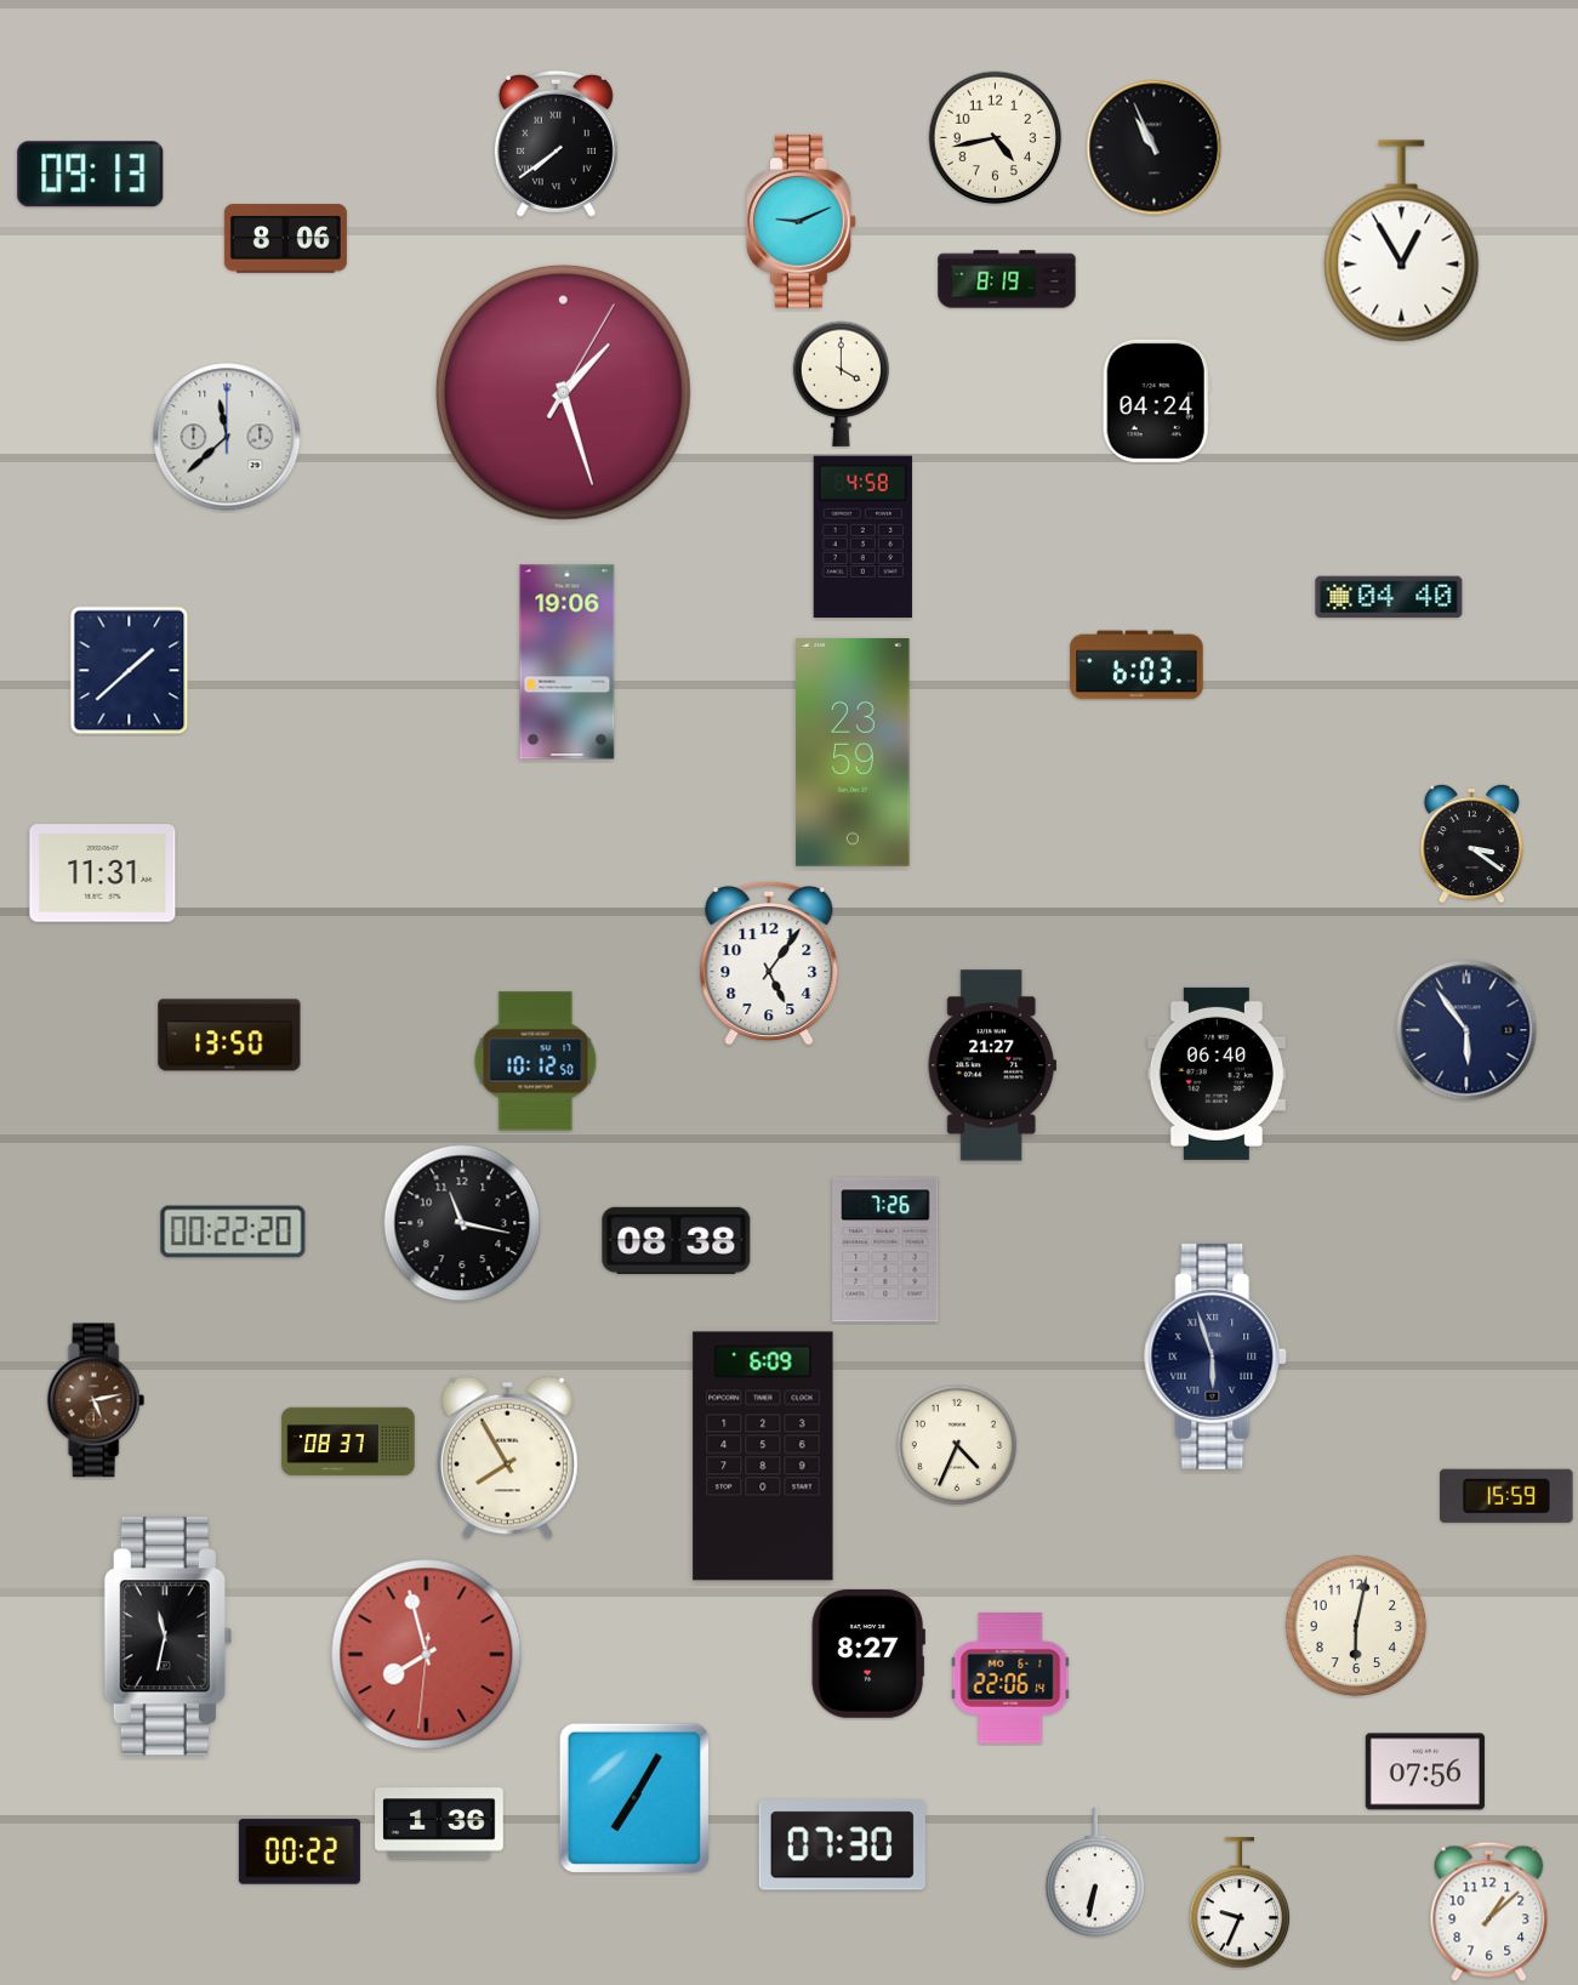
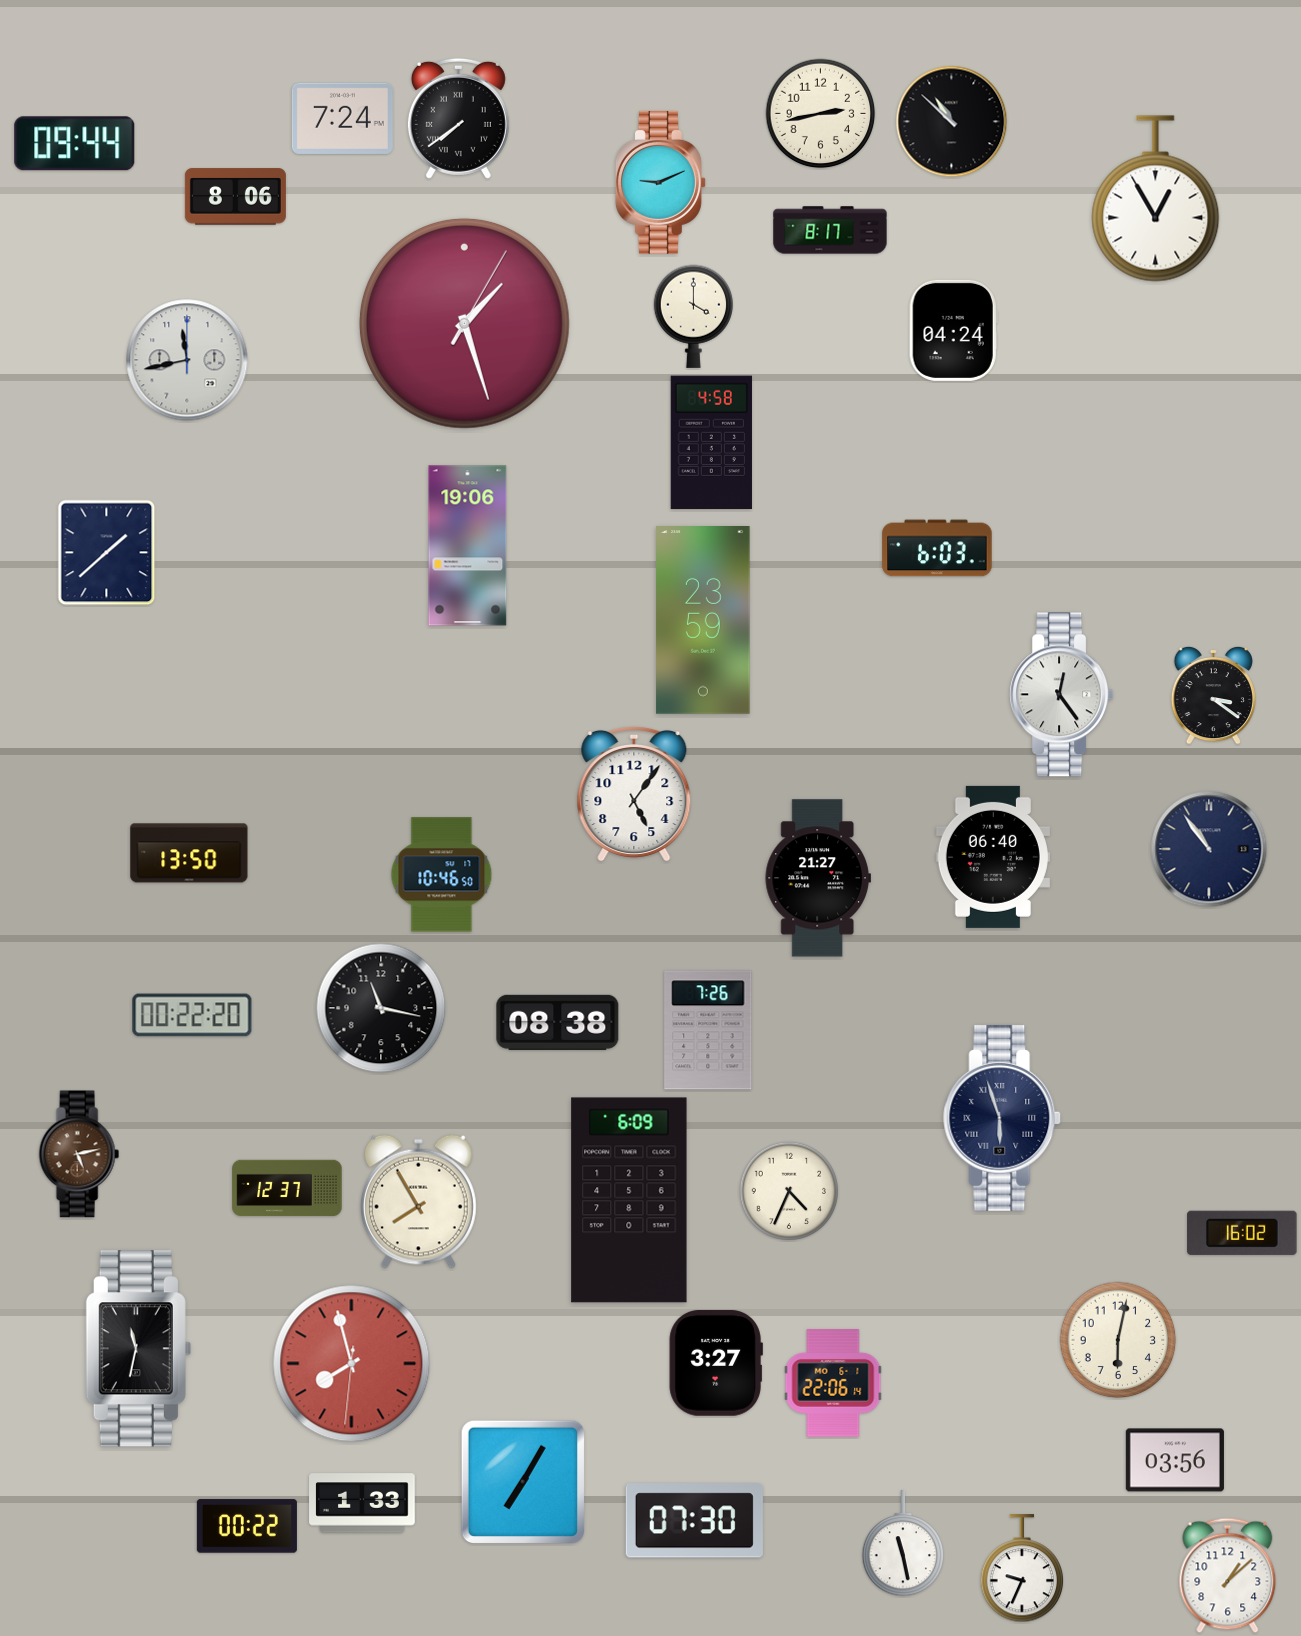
clock at (996, 138): 4:43 -> 2:43
clock at (342, 118): none -> 7:24
clock at (1155, 148): 10:56 -> 10:52
clock at (91, 175): 09:13 -> 09:44
clock at (1007, 279): 8:19 -> 8:17
clock at (227, 437): 11:38 -> 11:43
clock at (1389, 597): 04:40 -> none
clock at (1062, 695): none -> 12:24
clock at (103, 874): 11:31 -> none
clock at (1466, 1030): 5:54 -> 10:54
clock at (536, 1062): 10:12 -> 10:46
clock at (1217, 1074) position: (1217, 1074) -> (993, 857)
clock at (885, 1250) position: (885, 1250) -> (708, 1030)
clock at (348, 1441): 08:37 -> 12:37
clock at (1506, 1496): 15:59 -> 16:02
clock at (868, 1654): 8:27 -> 3:27
clock at (1425, 1771): 07:56 -> 03:56
clock at (439, 1824): 1:36 -> 1:33
clock at (1094, 1873): 6:32 -> 11:28
